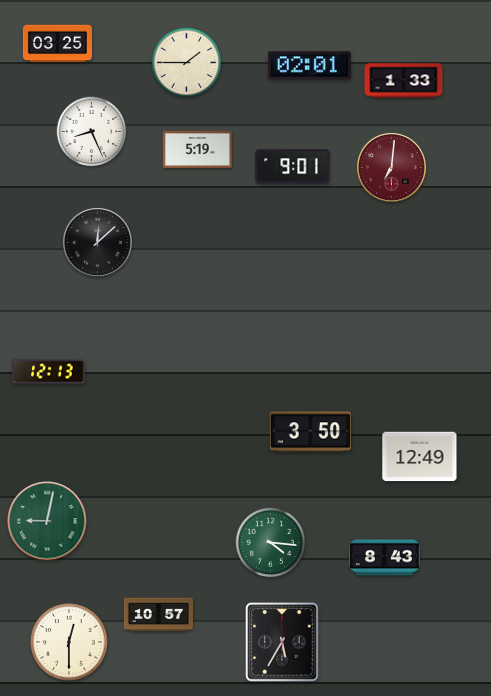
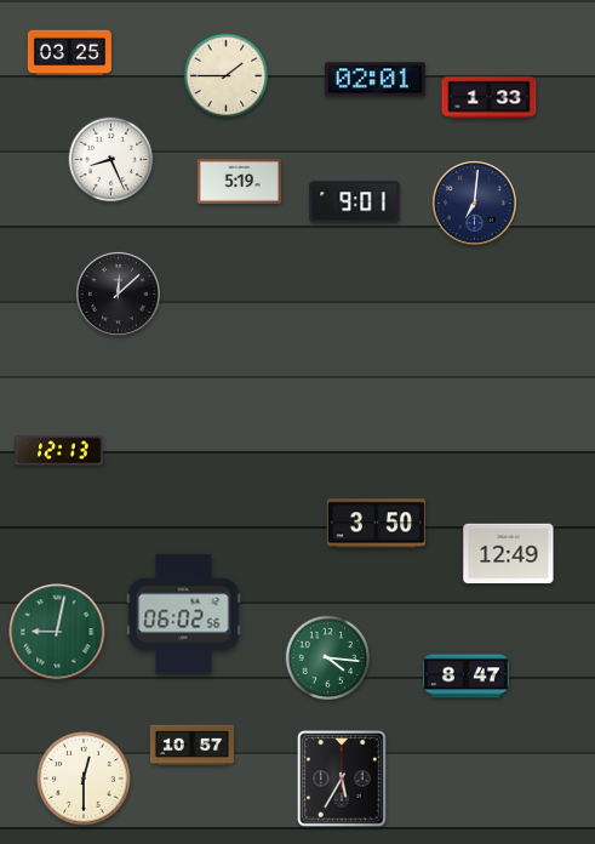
clock at (391, 167) dial: burgundy -> navy
clock at (184, 615): none -> 06:02
clock at (385, 558): 8:43 -> 8:47
